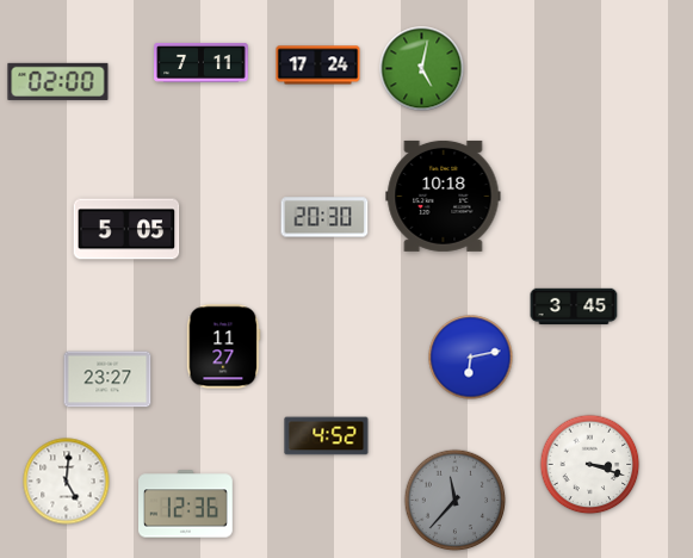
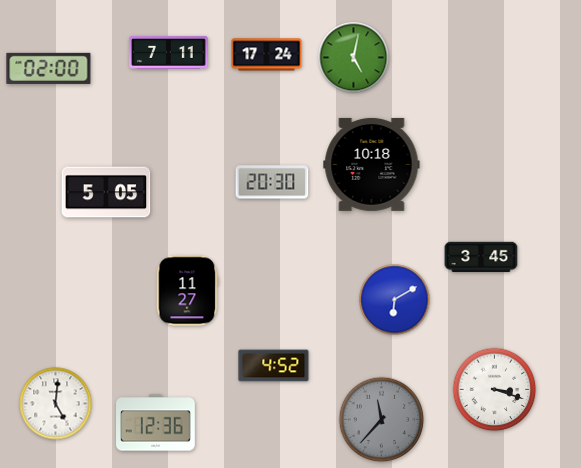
clock at (471, 358): 6:13 -> 6:10
clock at (107, 379): 23:27 -> none
